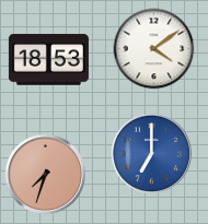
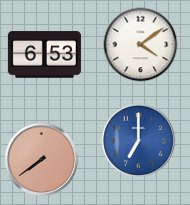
clock at (48, 60): 18:53 -> 6:53
clock at (46, 175): 7:33 -> 7:39
